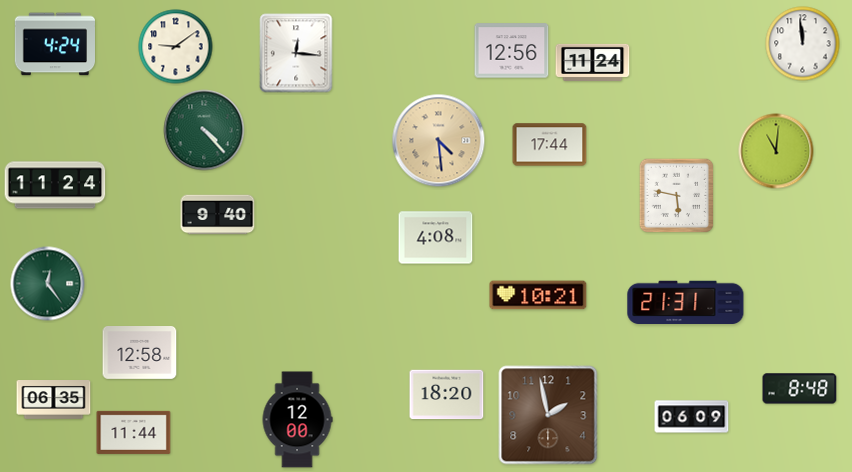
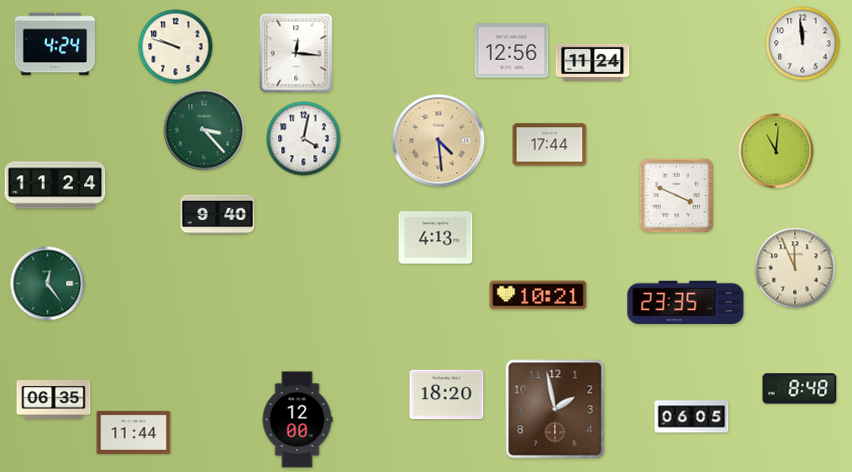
clock at (176, 47): 9:09 -> 9:48
clock at (204, 130): 4:23 -> 3:23
clock at (304, 139): none -> 4:02
clock at (677, 196): 5:47 -> 3:49
clock at (436, 238): 4:08 -> 4:13
clock at (795, 268): none -> 11:56
clock at (686, 303): 21:31 -> 23:35
clock at (140, 353): 12:58 -> none
clock at (548, 415) position: (548, 415) -> (555, 409)
clock at (692, 417): 06:09 -> 06:05
